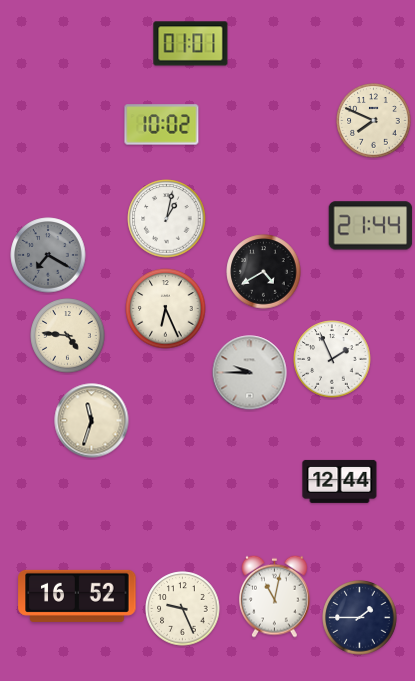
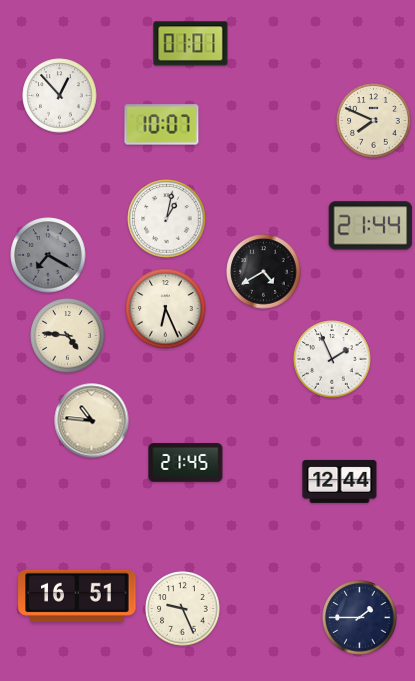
clock at (60, 96): none -> 12:53
clock at (162, 125): 10:02 -> 10:07
clock at (250, 373): 9:45 -> none
clock at (92, 421): 11:33 -> 10:46
clock at (186, 463): none -> 21:45
clock at (77, 596): 16:52 -> 16:51
clock at (275, 596): 11:02 -> none
